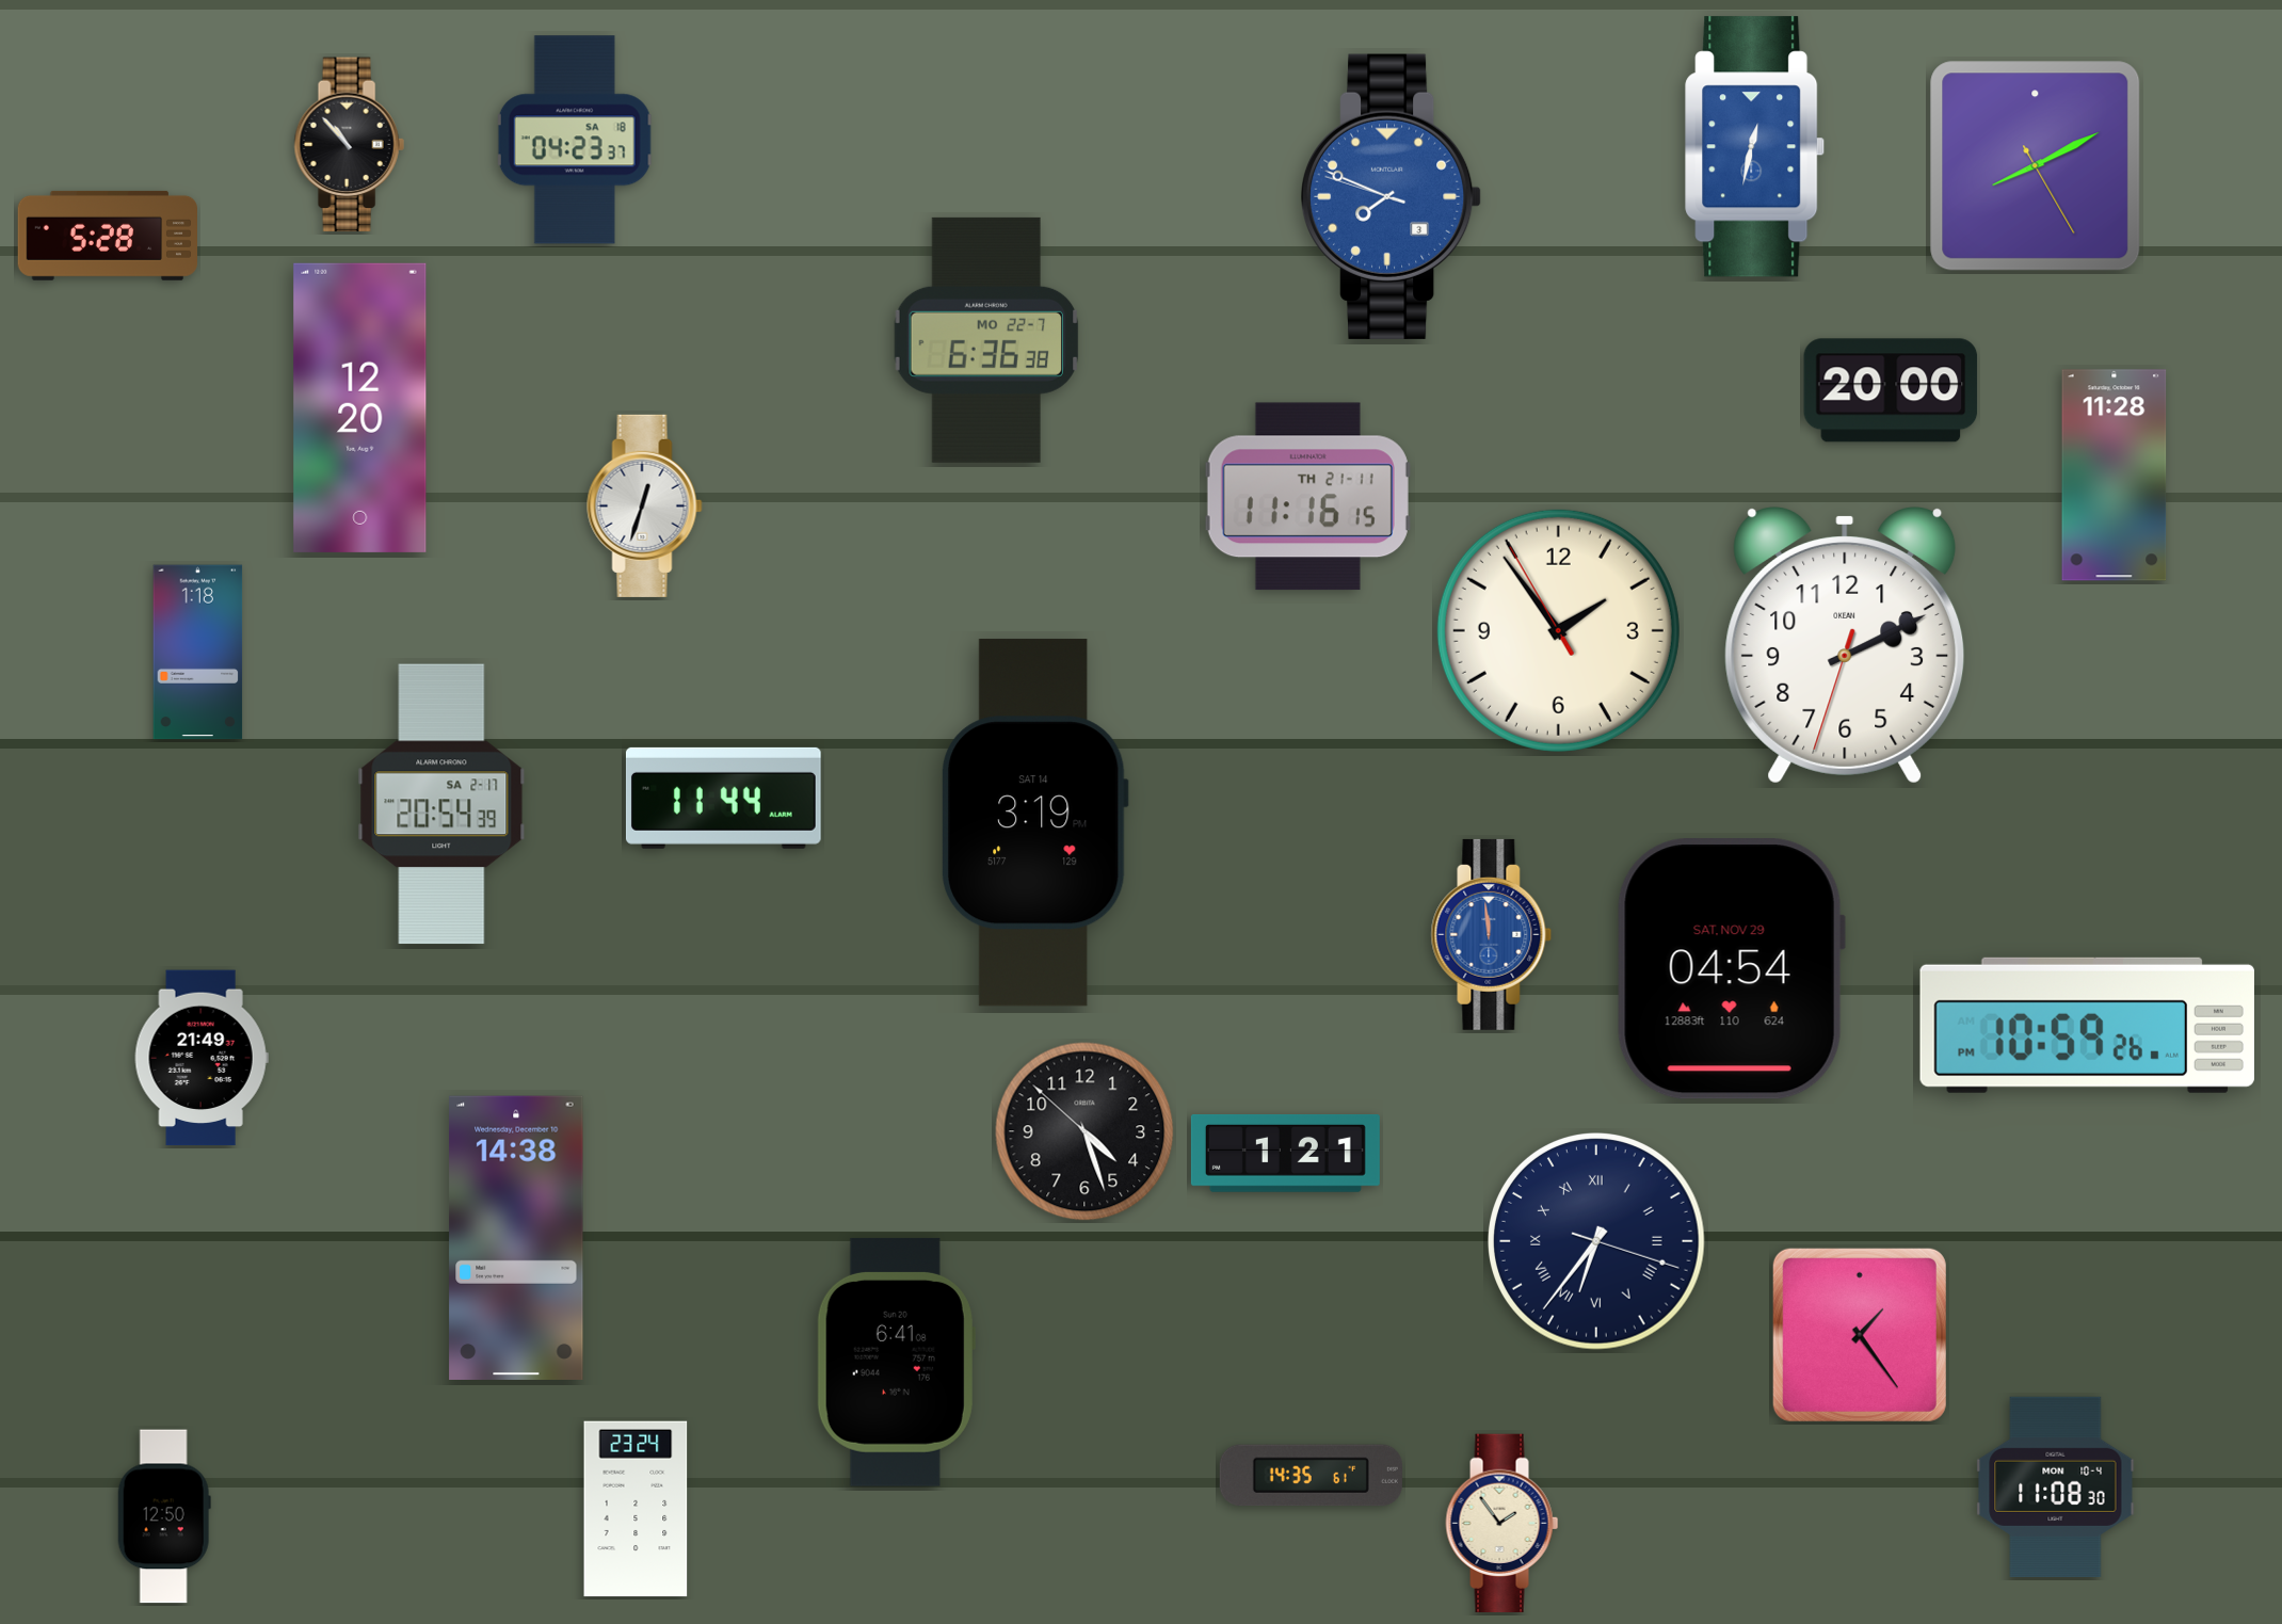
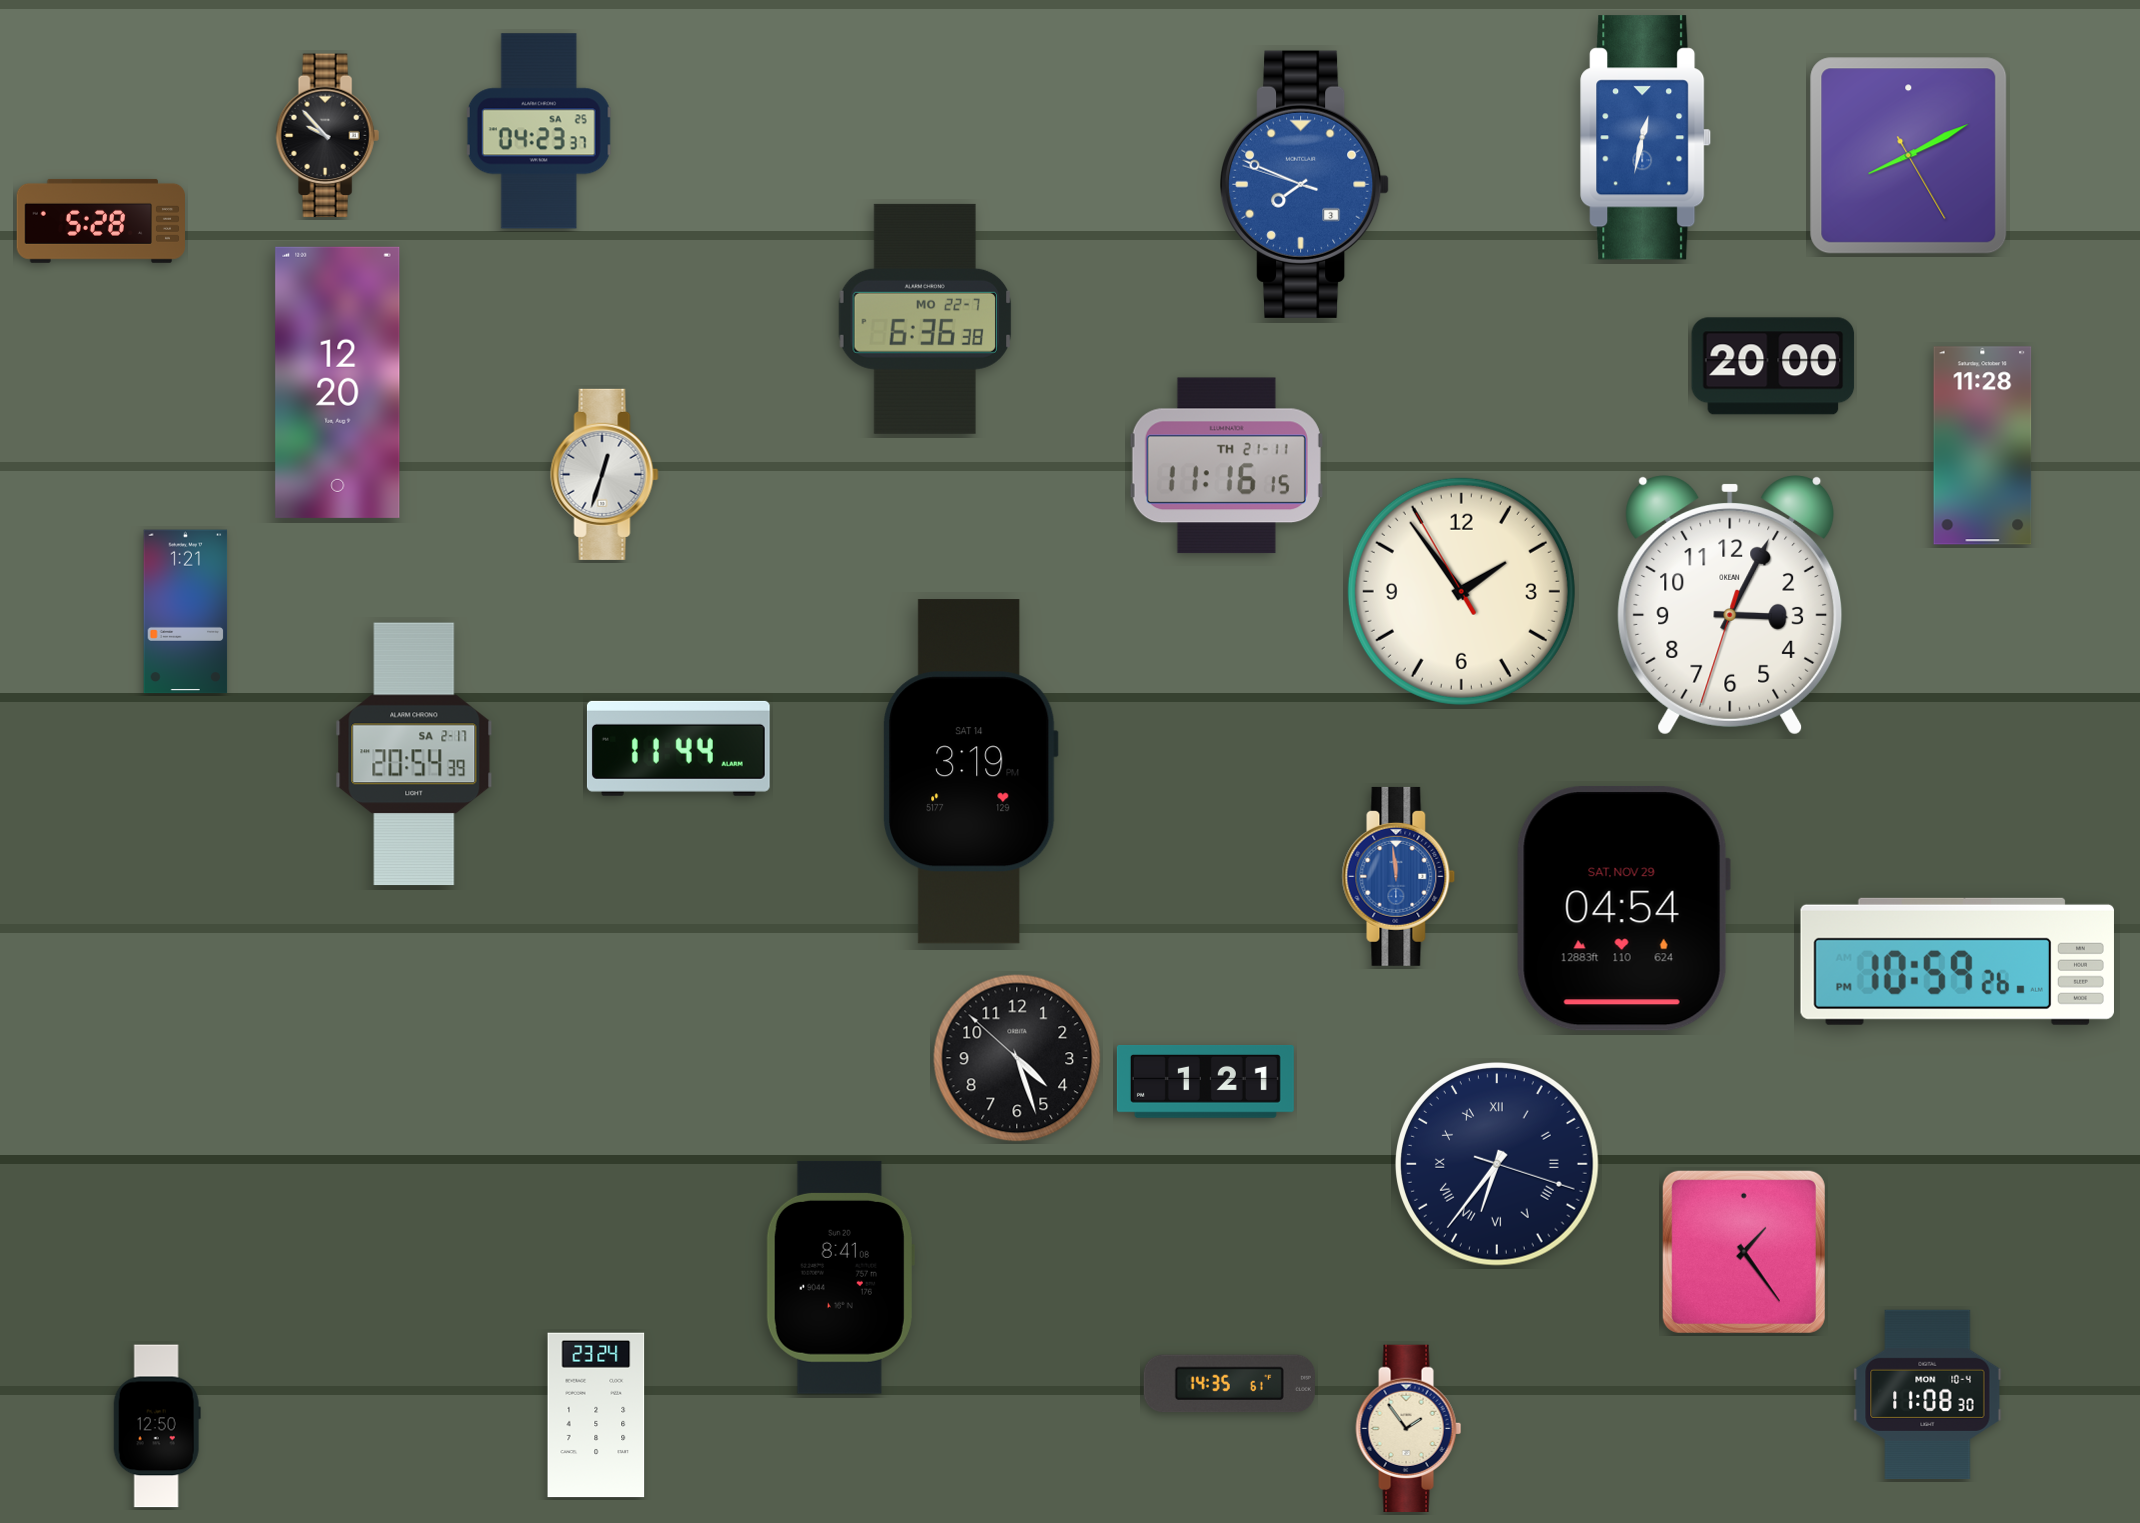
clock at (575, 140) date: SA 18 -> SA 25
clock at (349, 145): 10:53 -> 9:53
clock at (1845, 645): 2:10 -> 3:04
clock at (198, 653): 1:18 -> 1:21
clock at (202, 1058): 21:49 -> none
clock at (1084, 1131) position: (1084, 1131) -> (1017, 1058)
clock at (516, 1238): 14:38 -> none
clock at (896, 1362): 6:41 -> 8:41
clock at (164, 1516) position: (164, 1516) -> (157, 1426)
